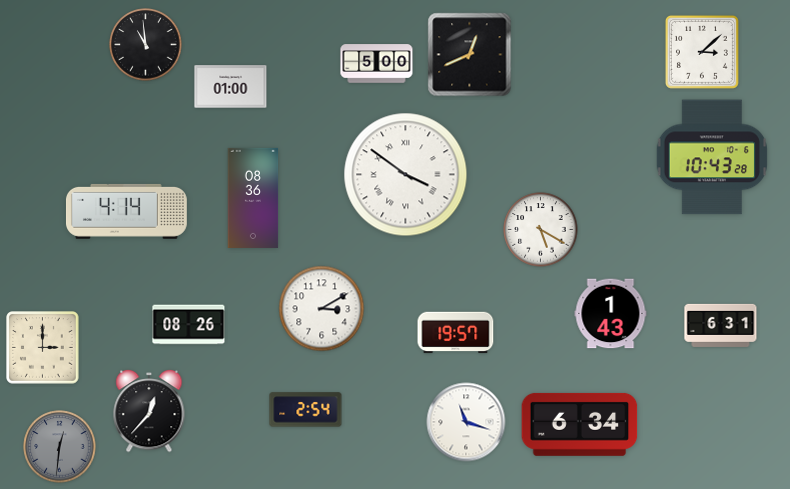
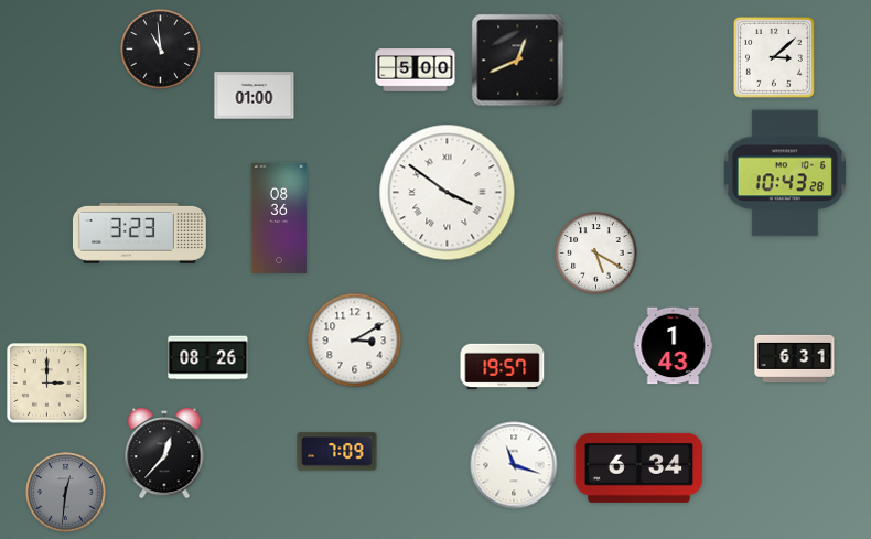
clock at (126, 211): 4:14 -> 3:23
clock at (306, 410): 2:54 -> 7:09
